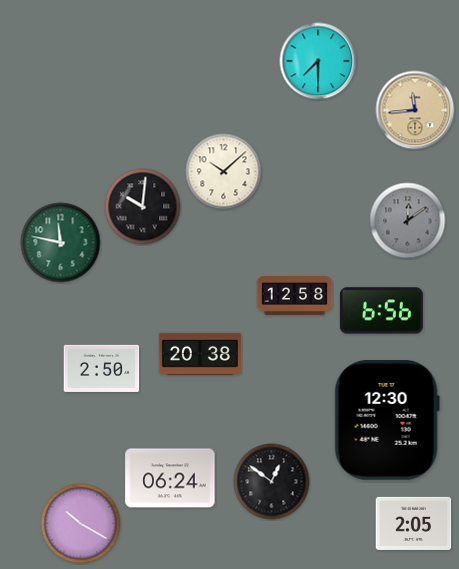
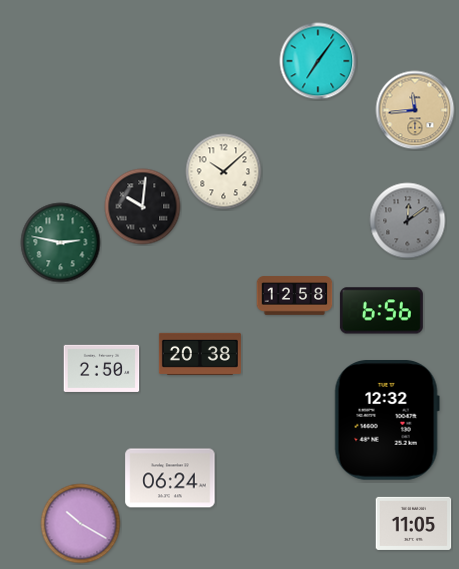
clock at (318, 61): 7:30 -> 7:06
clock at (61, 243): 11:47 -> 2:47
clock at (387, 421): 12:30 -> 12:32
clock at (272, 482): 12:51 -> none
clock at (414, 523): 2:05 -> 11:05
